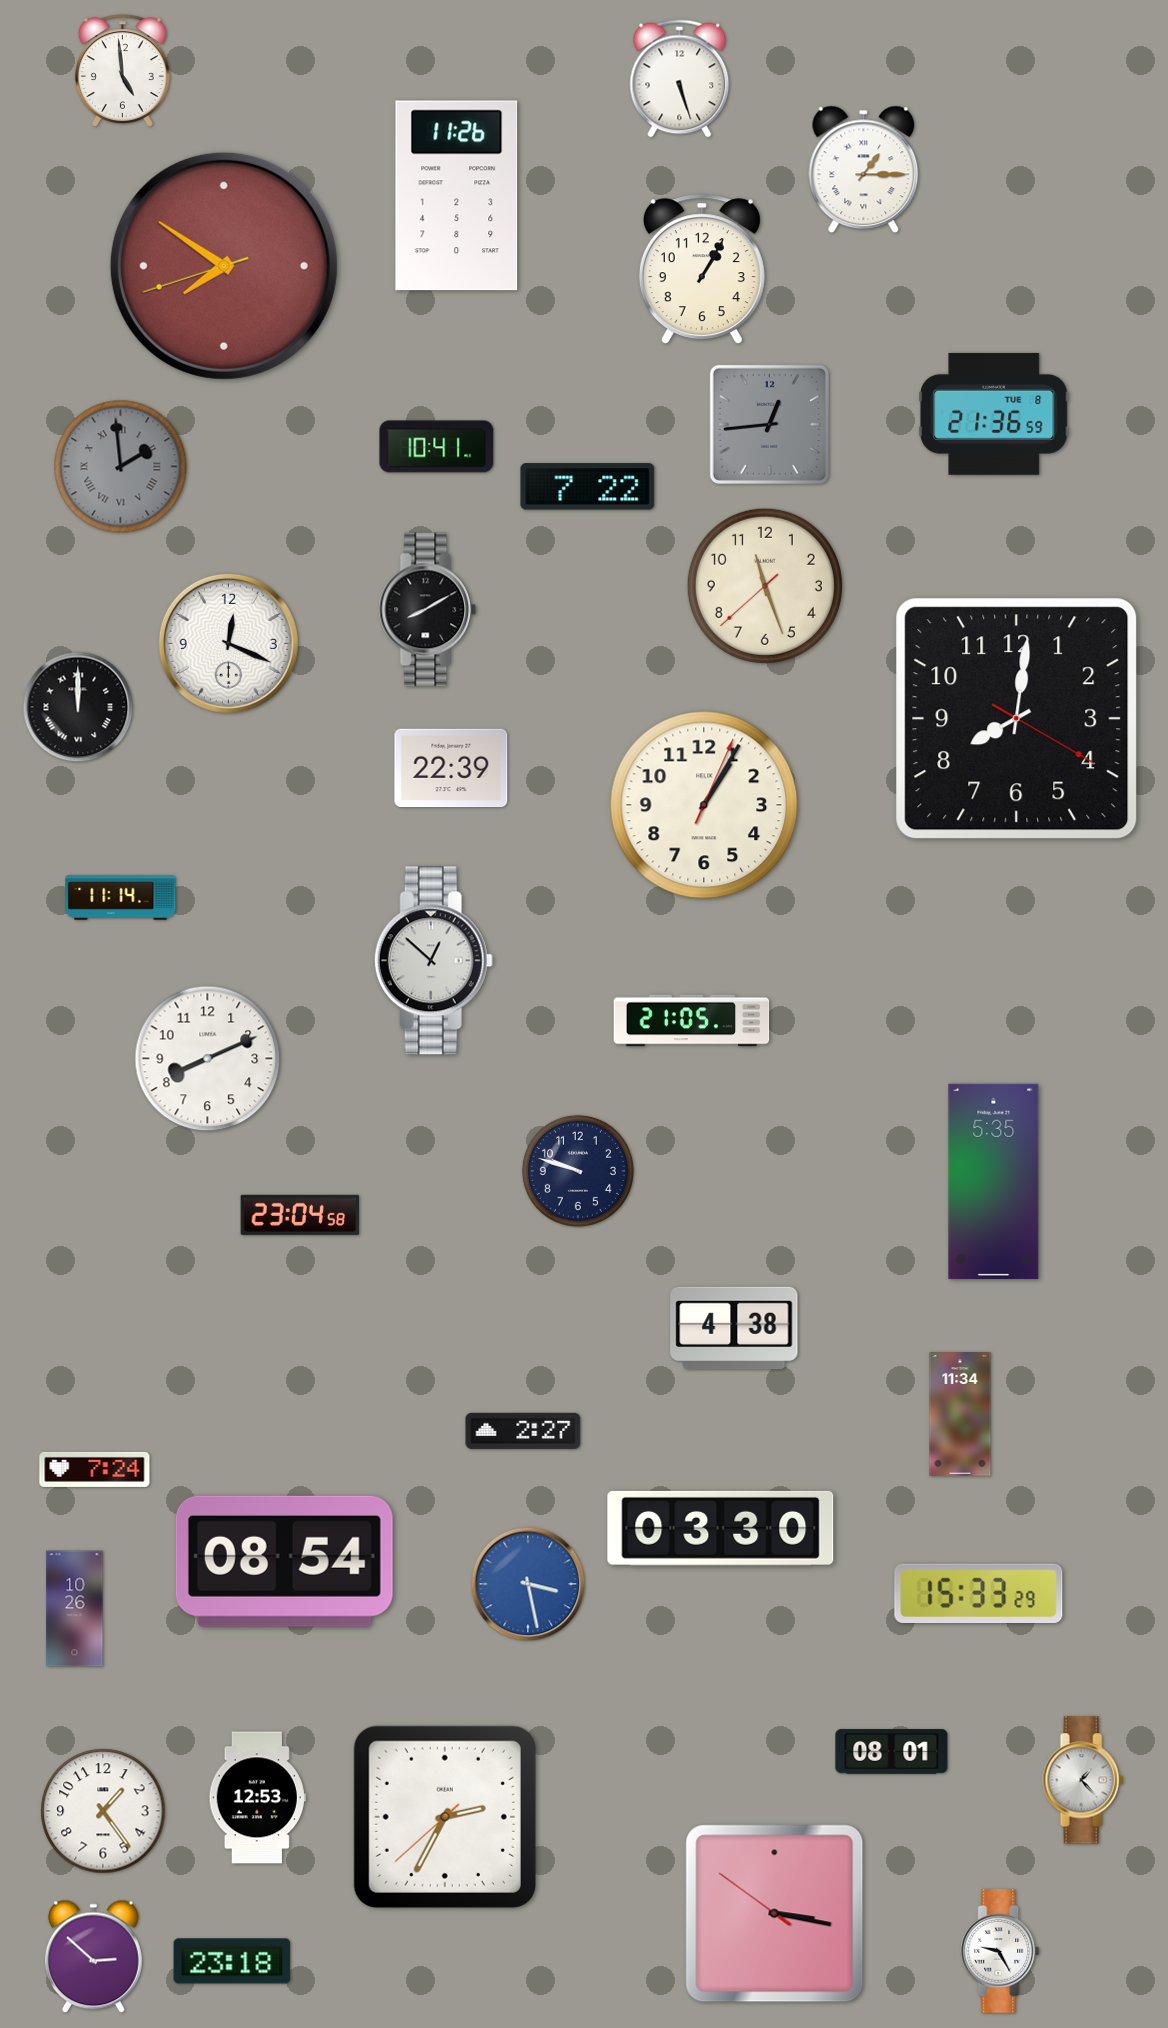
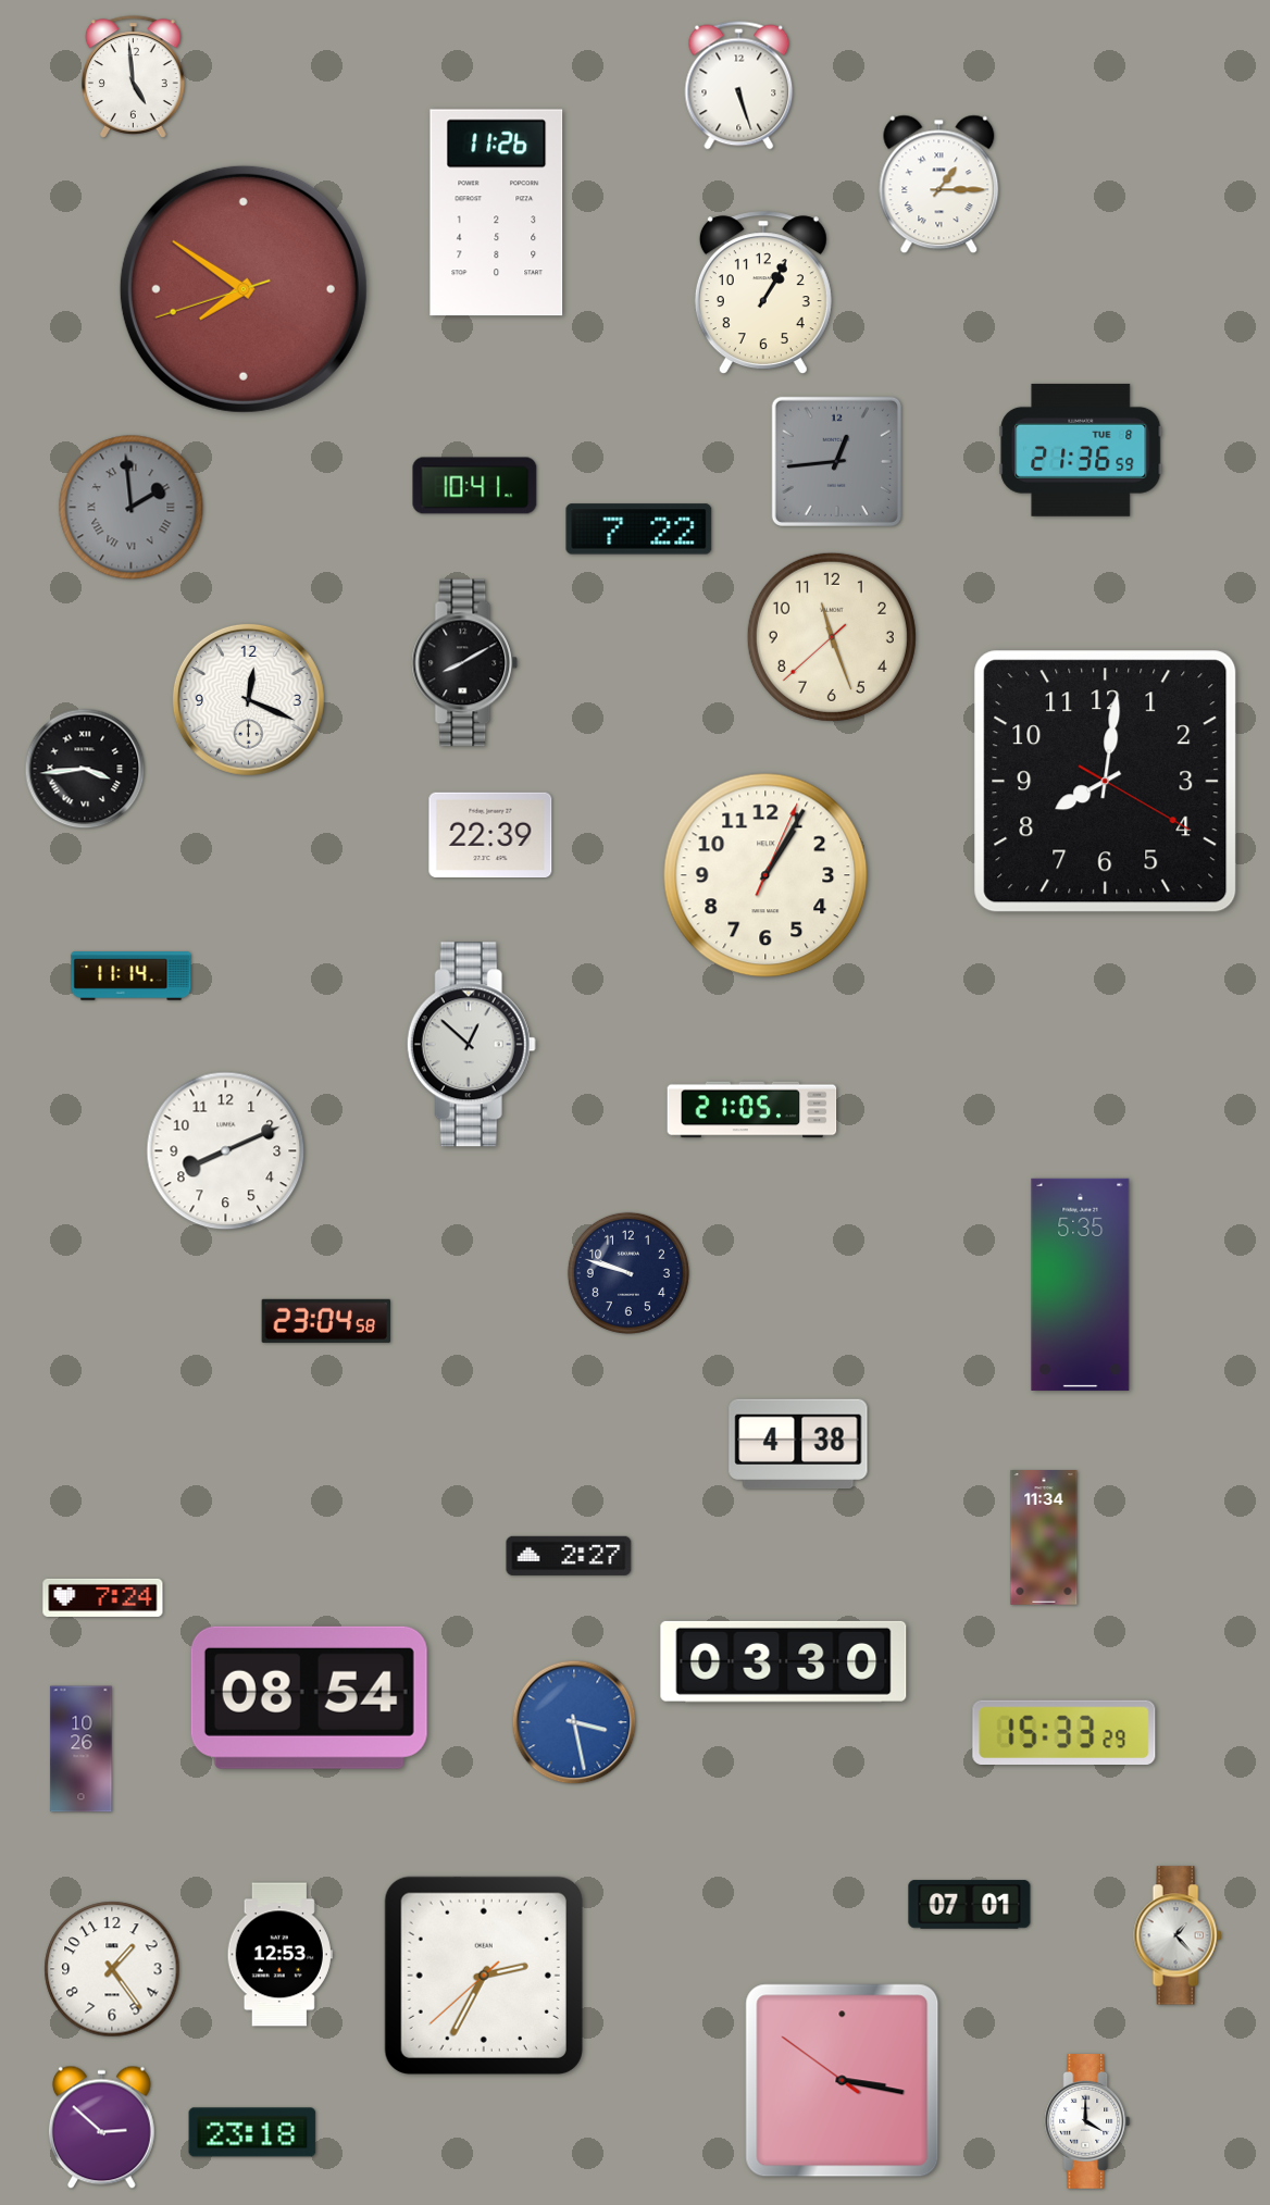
clock at (78, 707): 12:00 -> 3:44
clock at (892, 1752): 08:01 -> 07:01
clock at (1000, 1952): 9:25 -> 4:00
